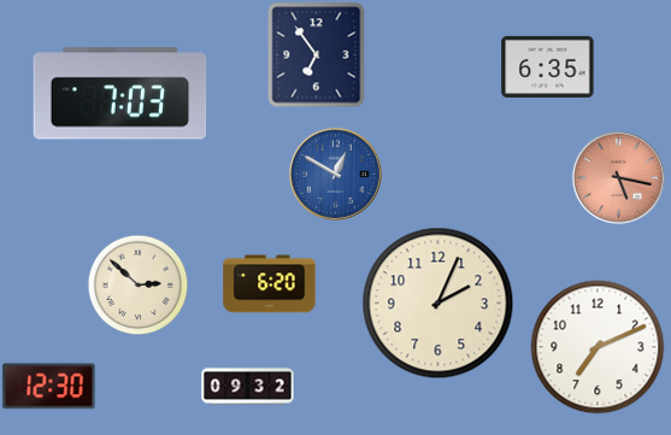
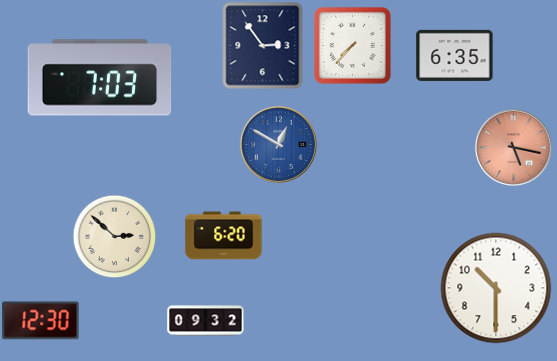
clock at (352, 45): none -> 7:37
clock at (317, 55): 6:54 -> 2:54
clock at (438, 304): 2:04 -> none
clock at (598, 347): 7:11 -> 10:30
